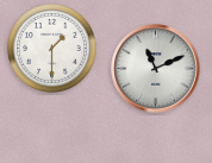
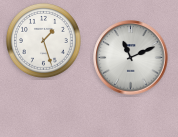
clock at (51, 48): 1:30 -> 1:27
